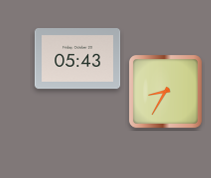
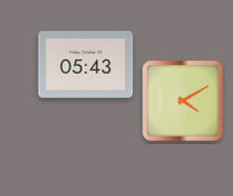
clock at (166, 92): 8:35 -> 4:10
